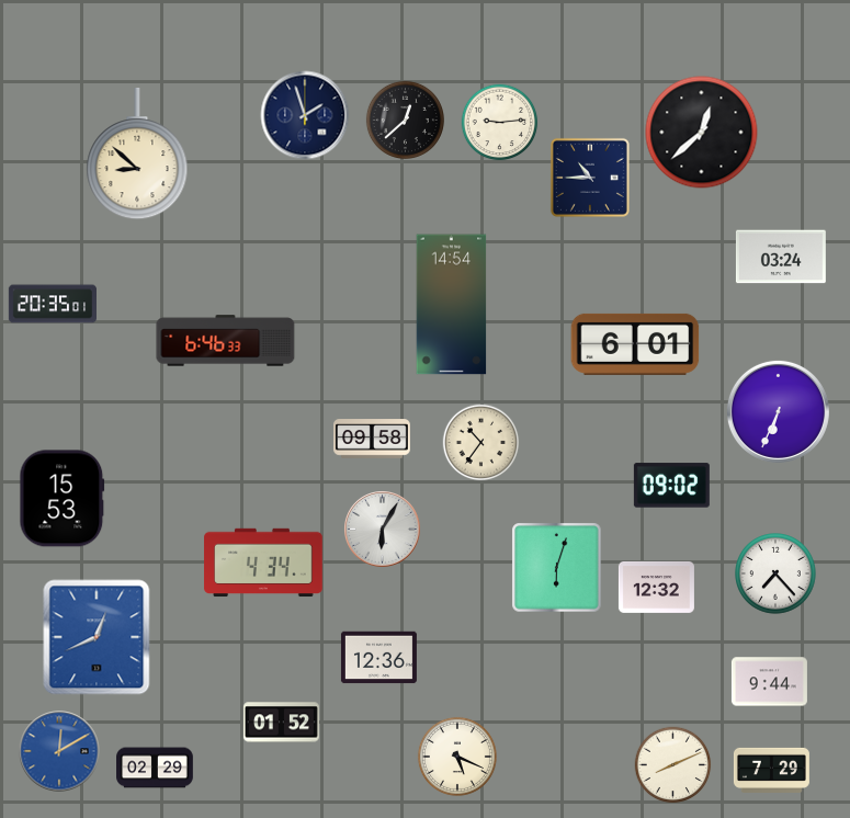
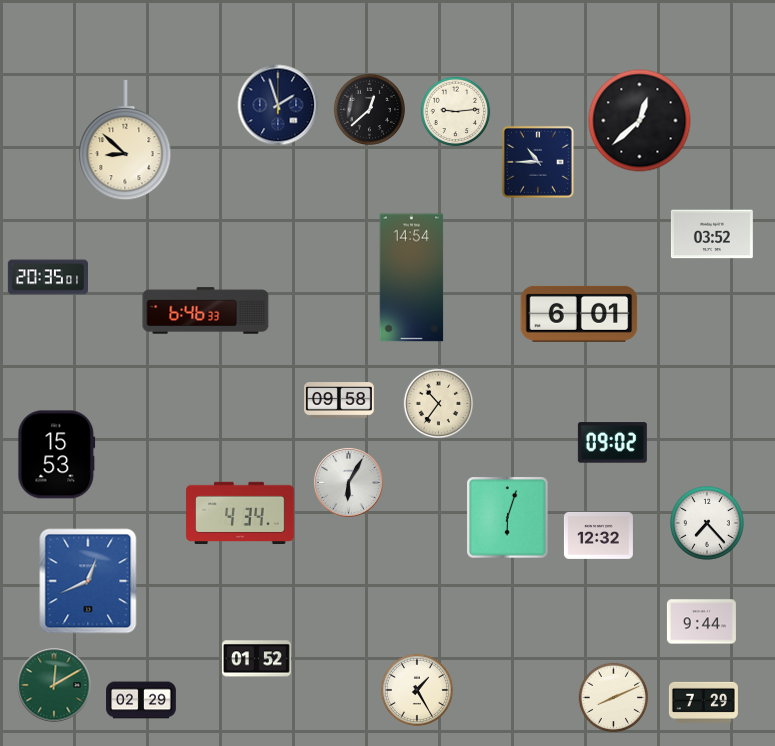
clock at (781, 257): 03:24 -> 03:52
clock at (778, 411): 6:34 -> none
clock at (378, 658): 12:36 -> none
clock at (59, 751) dial: blue -> green
clock at (457, 757): 5:19 -> 1:25
